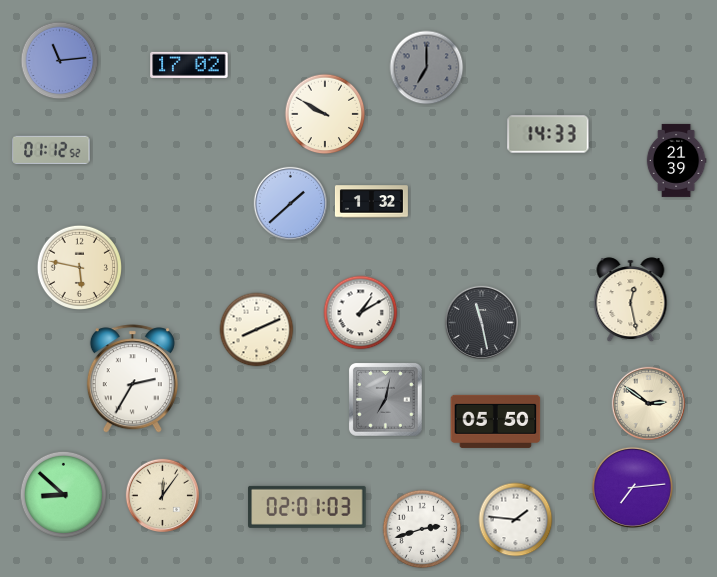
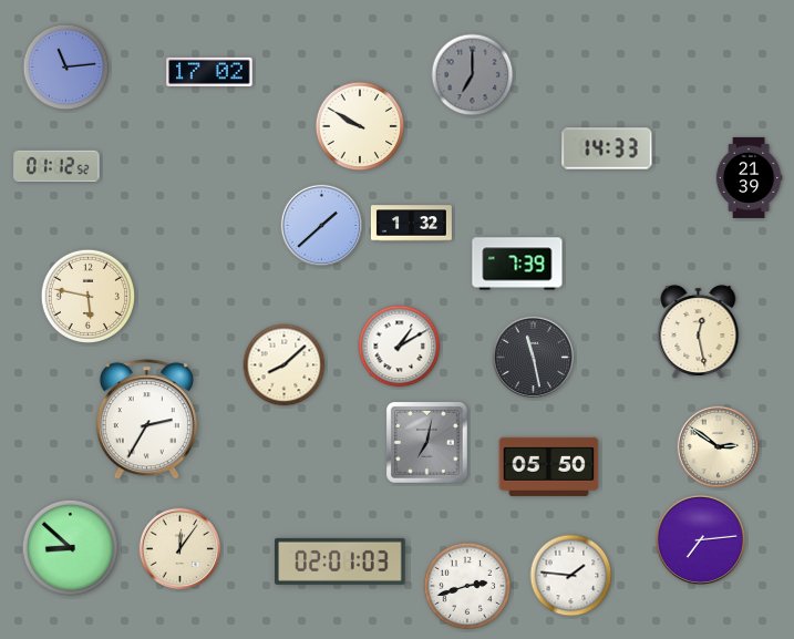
clock at (517, 264): none -> 7:39
clock at (257, 330): 8:11 -> 8:08
